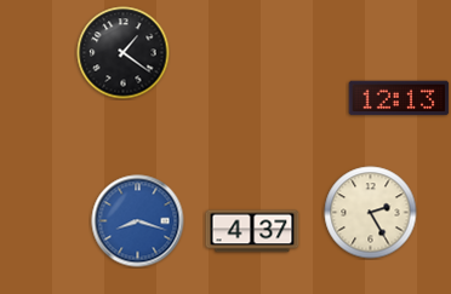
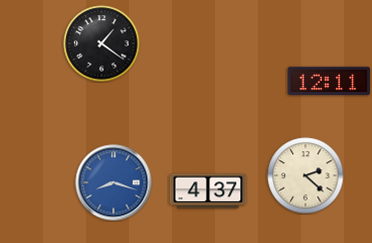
clock at (399, 98): 12:13 -> 12:11
clock at (371, 213): 2:25 -> 2:22
